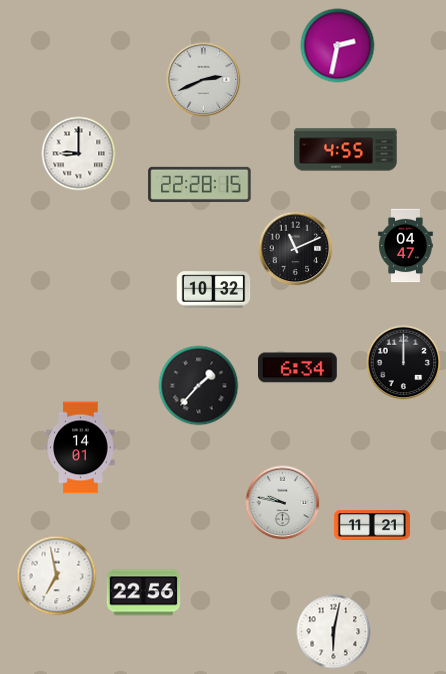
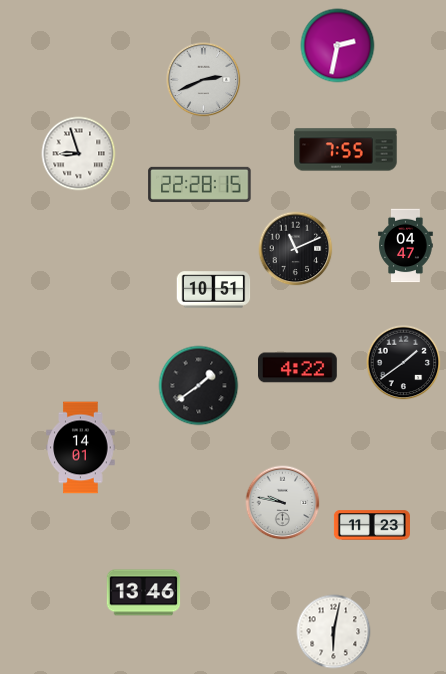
clock at (346, 150): 4:55 -> 7:55
clock at (79, 154): 9:00 -> 8:57
clock at (214, 290): 10:32 -> 10:51
clock at (404, 363): 12:00 -> 1:39
clock at (298, 368): 6:34 -> 4:22
clock at (199, 386): 1:37 -> 1:39
clock at (372, 525): 11:21 -> 11:23
clock at (57, 576): 6:58 -> none
clock at (144, 593): 22:56 -> 13:46
